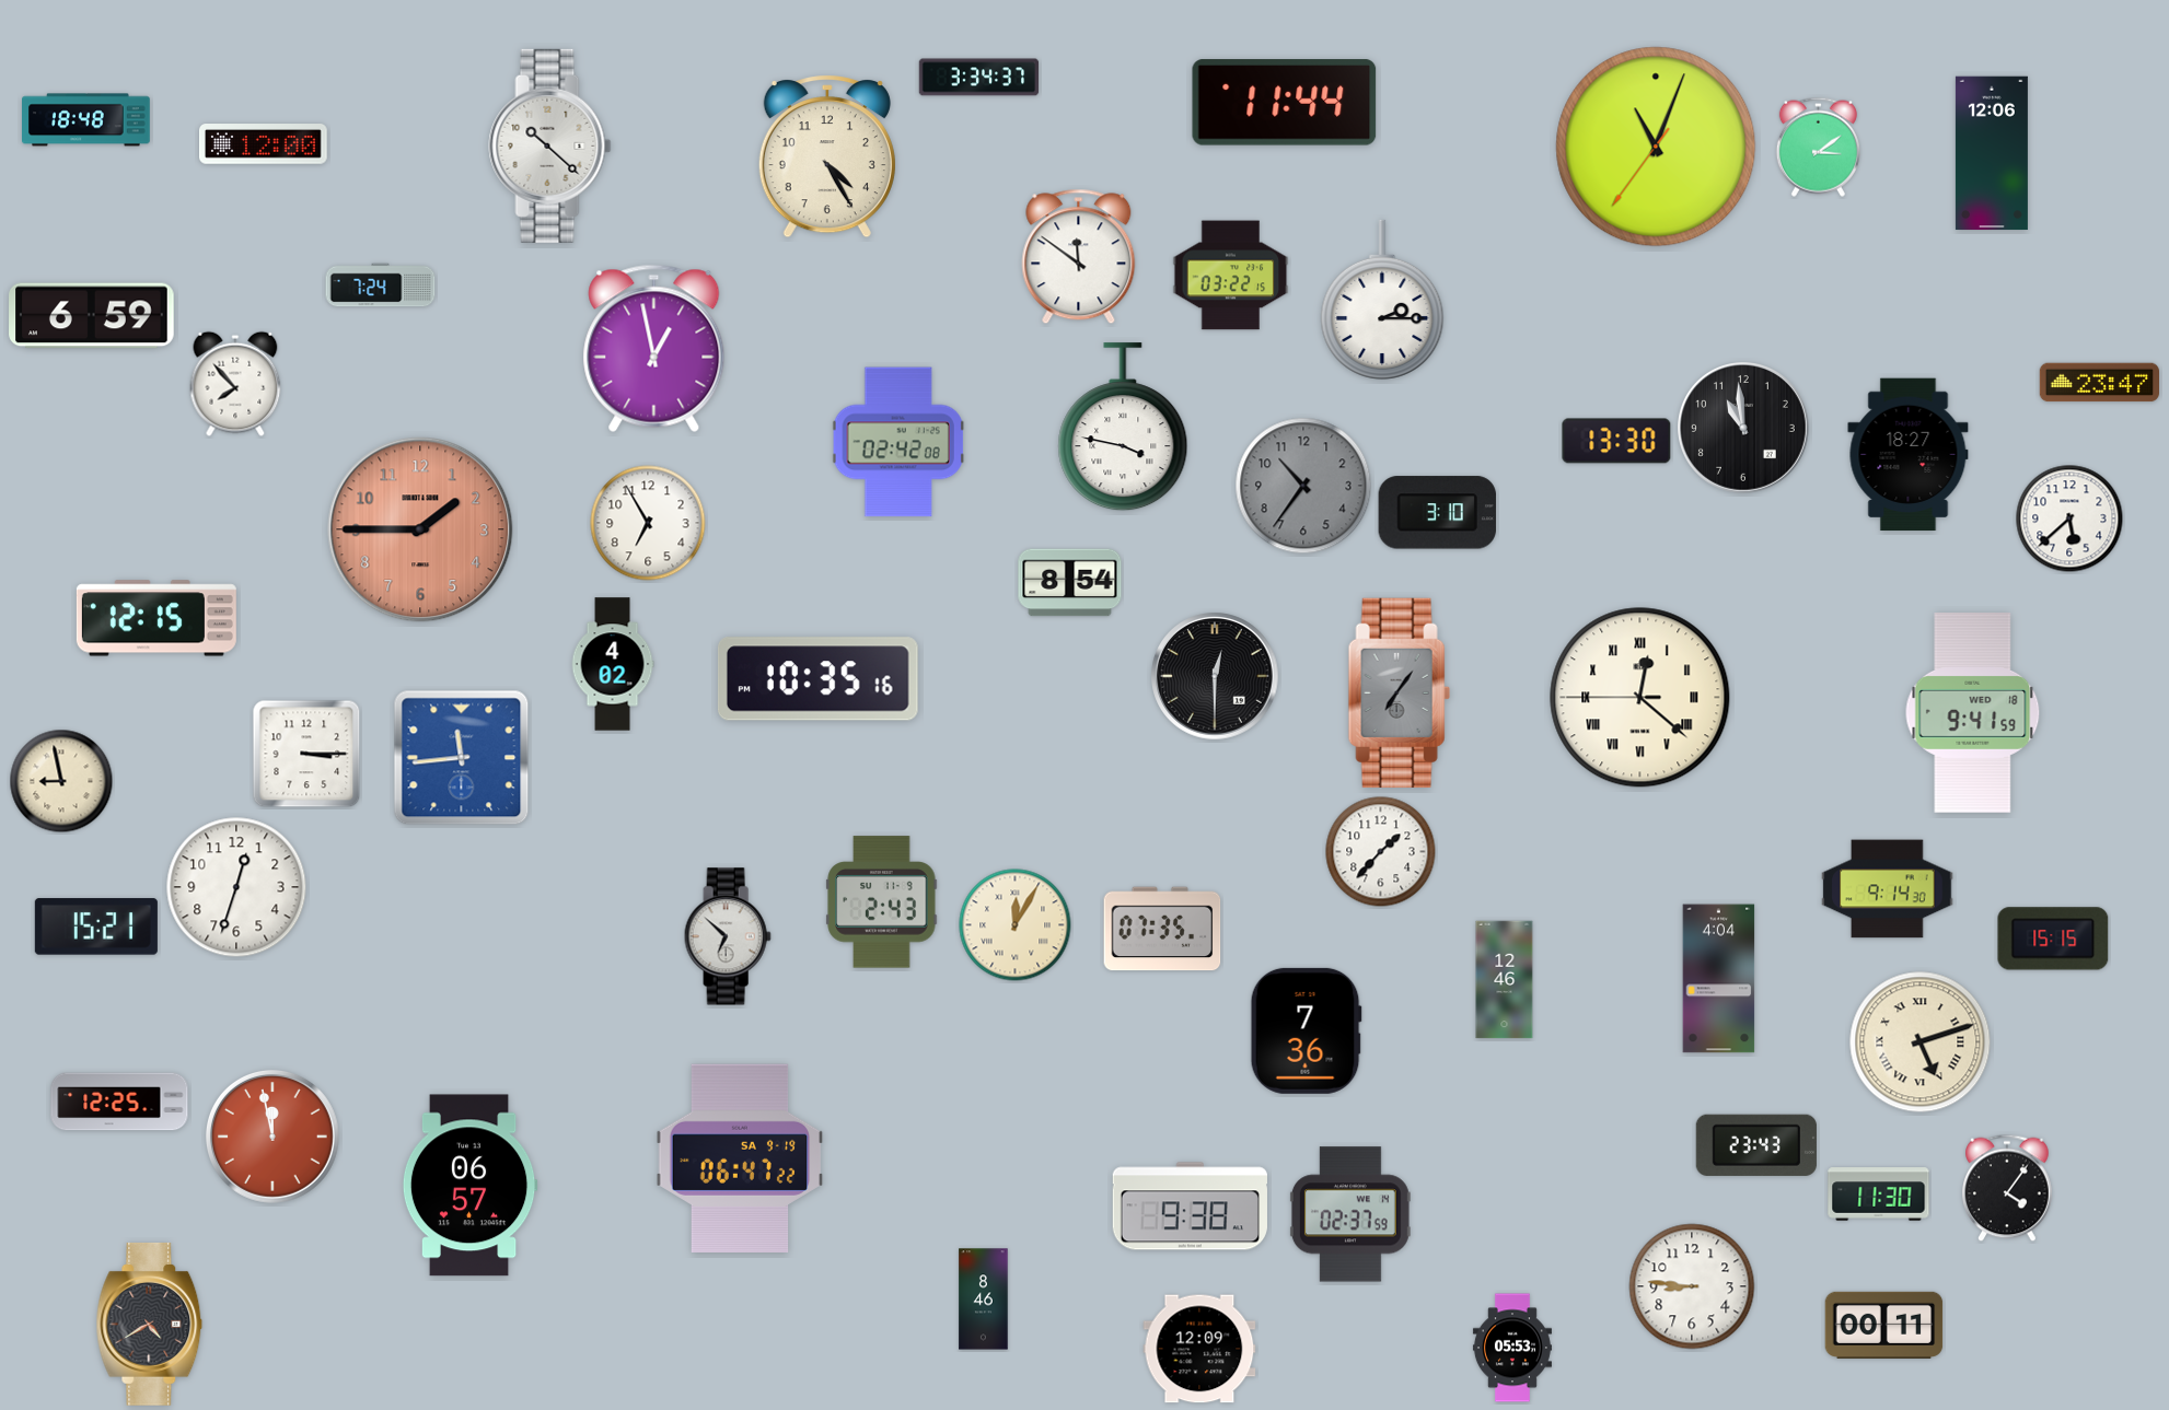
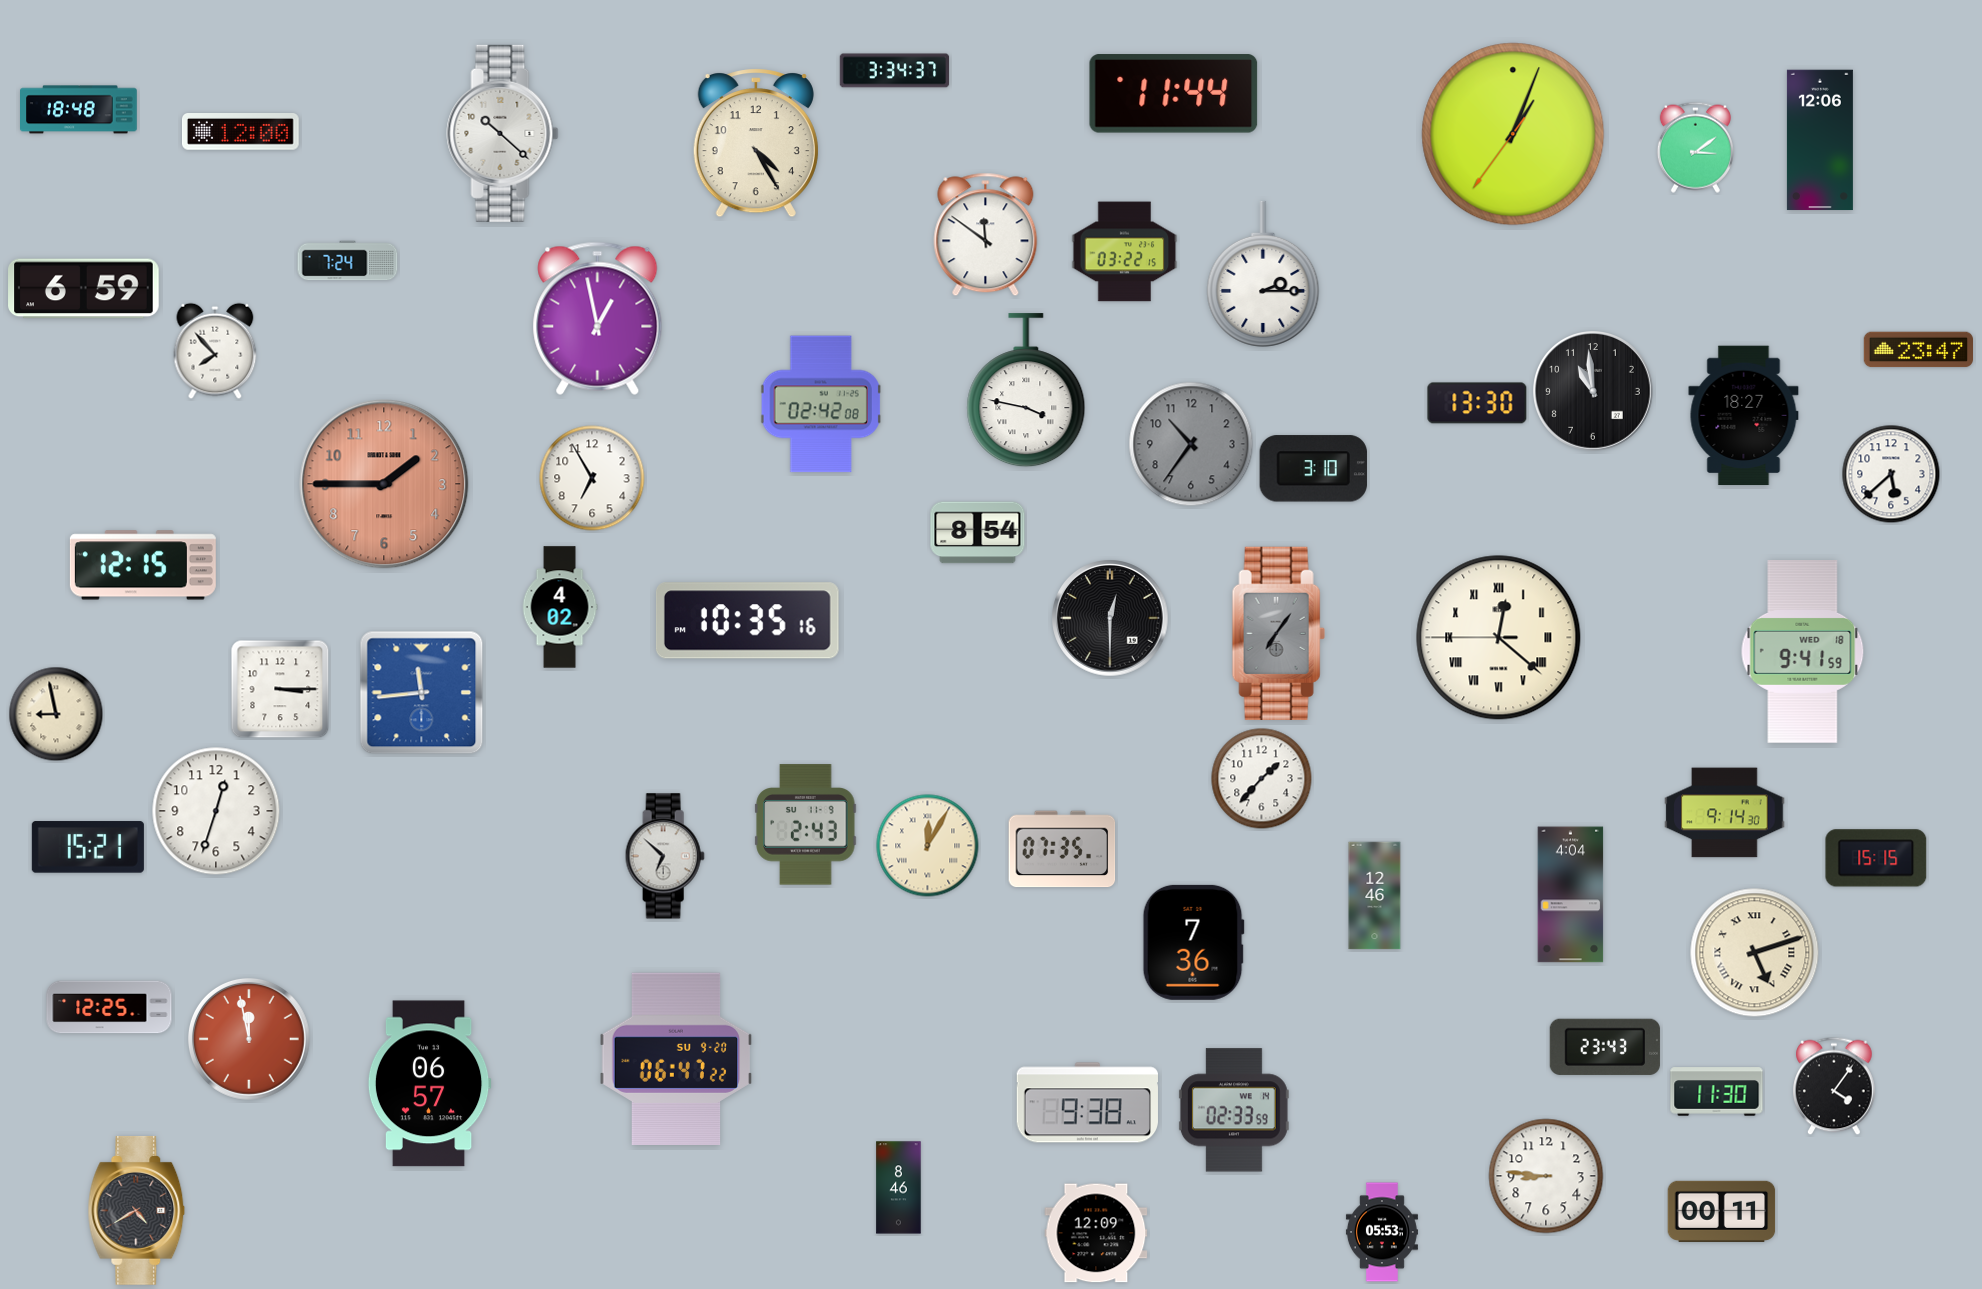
clock at (1656, 147): 11:03 -> 1:03
clock at (1818, 147) position: (1818, 147) -> (1695, 147)
clock at (740, 1157) date: SA 9-19 -> SU 9-20
clock at (1350, 1214): 02:37 -> 02:33
